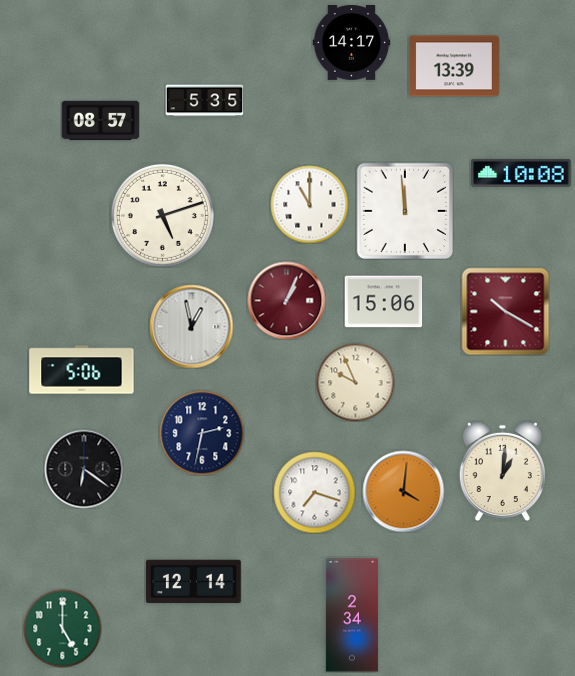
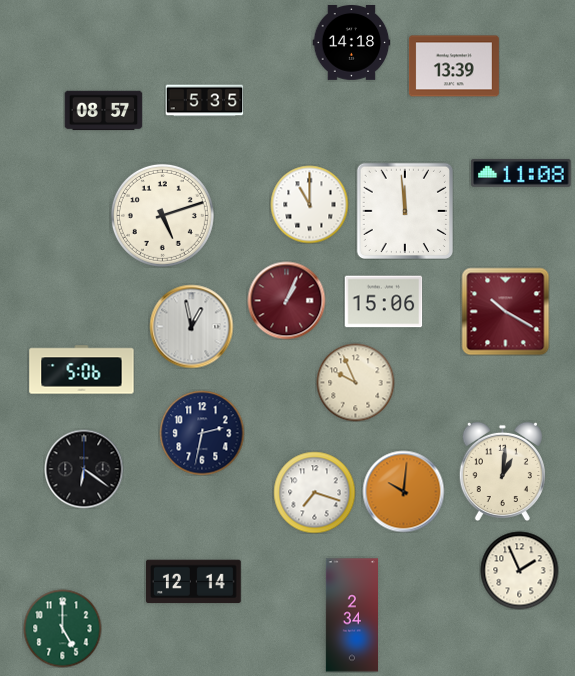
clock at (351, 43): 14:17 -> 14:18
clock at (100, 121) position: (100, 121) -> (103, 111)
clock at (521, 173): 10:08 -> 11:08
clock at (403, 491): 4:01 -> 10:01
clock at (519, 570): none -> 1:56
